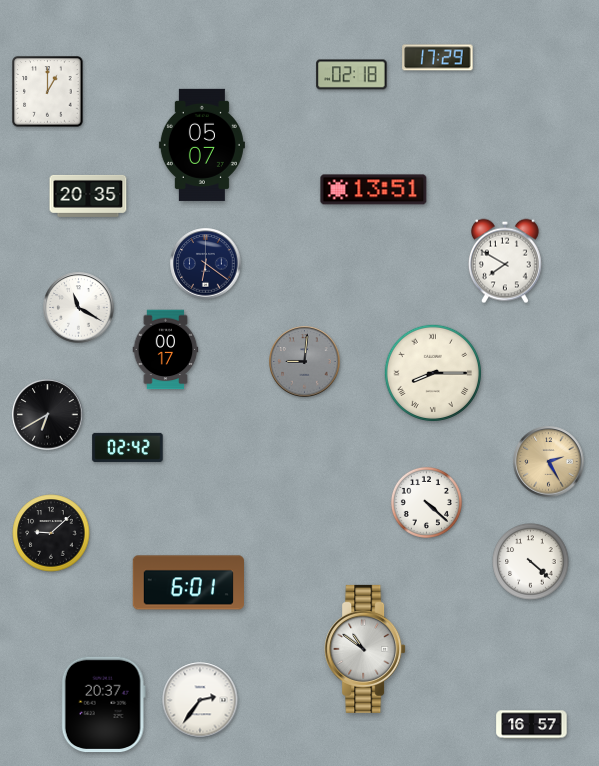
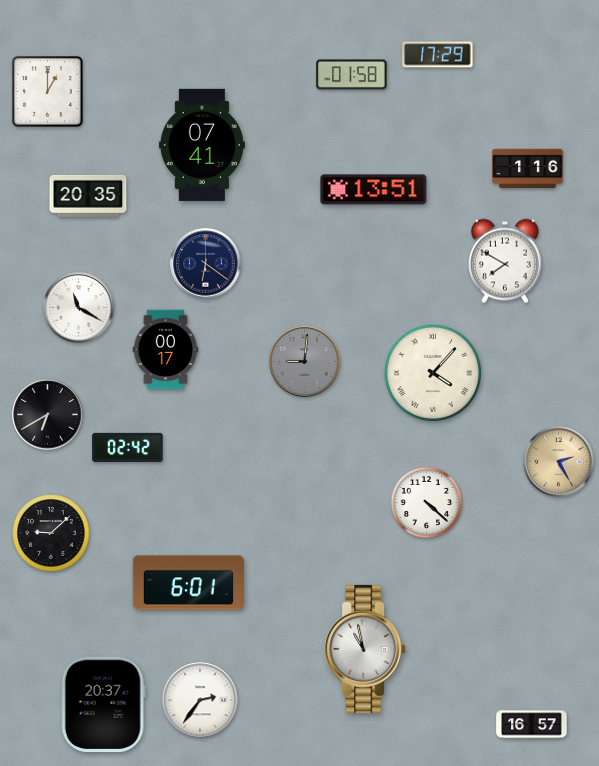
clock at (438, 58) position: (438, 58) -> (438, 55)
clock at (352, 75): 02:18 -> 01:58
clock at (202, 145): 05:07 -> 07:41
clock at (528, 169): none -> 1:16
clock at (432, 372): 8:15 -> 4:07
clock at (549, 462) position: (549, 462) -> (559, 462)
clock at (531, 562): 4:22 -> none
clock at (365, 649): 10:51 -> 10:58
